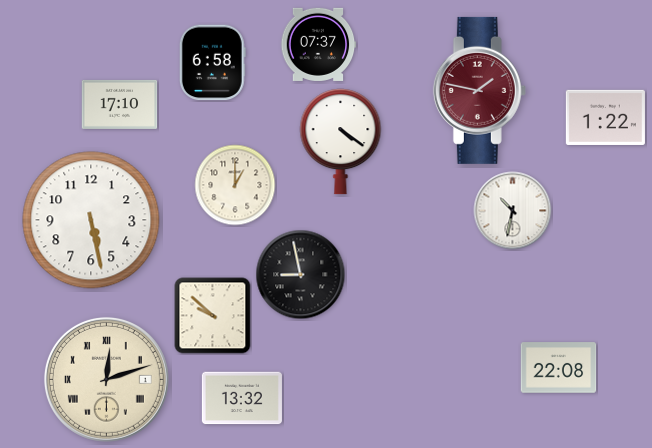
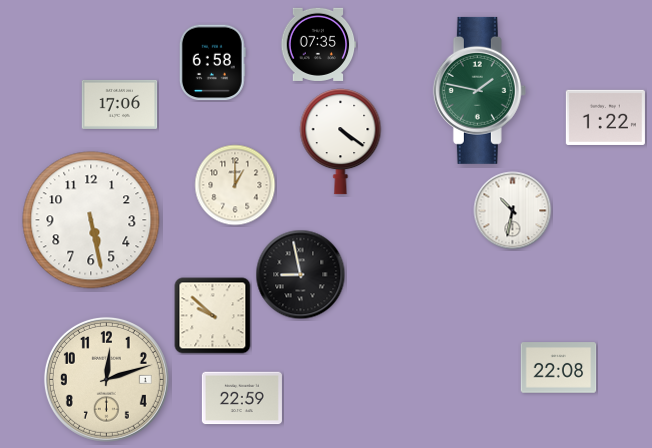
clock at (319, 44): 07:37 -> 07:35
clock at (479, 90) dial: burgundy -> green
clock at (120, 104): 17:10 -> 17:06
clock at (106, 379) numerals: Roman -> Arabic
clock at (242, 398): 13:32 -> 22:59
